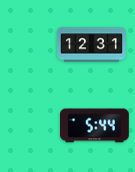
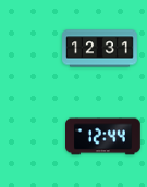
clock at (95, 126): 5:44 -> 12:44
